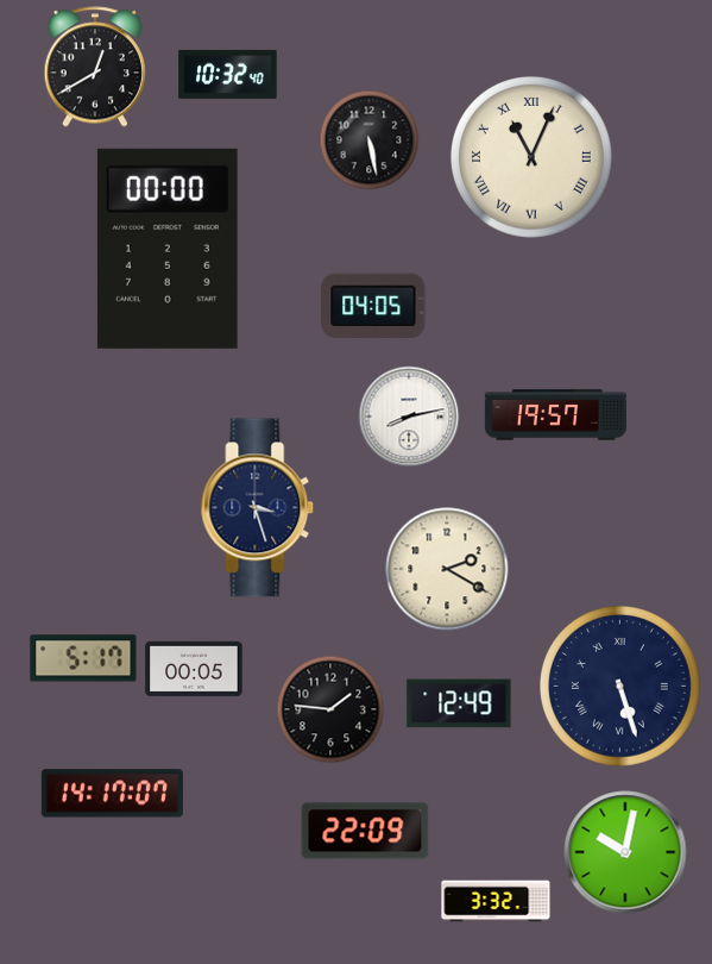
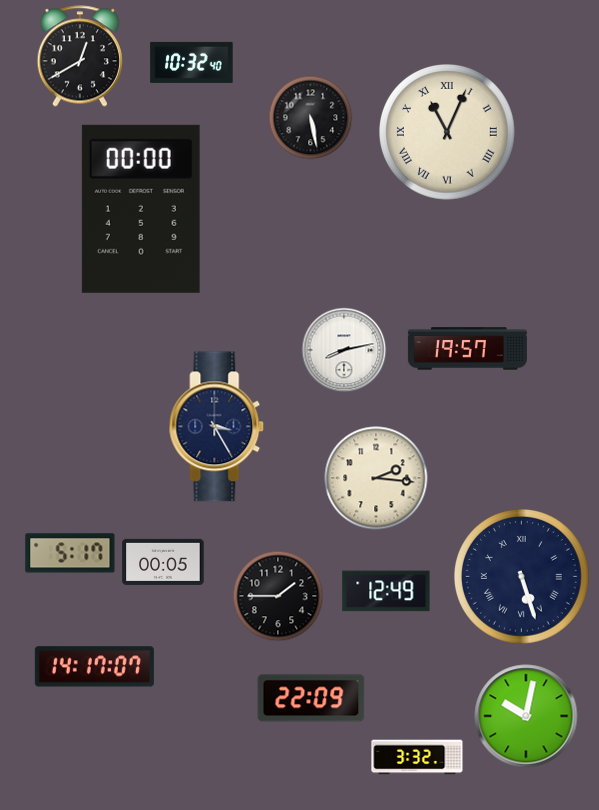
clock at (373, 306): 04:05 -> none
clock at (258, 508): 3:27 -> 3:25
clock at (447, 569): 2:20 -> 2:16
clock at (330, 709): 1:46 -> 1:45
clock at (365, 831) position: (365, 831) -> (311, 698)
